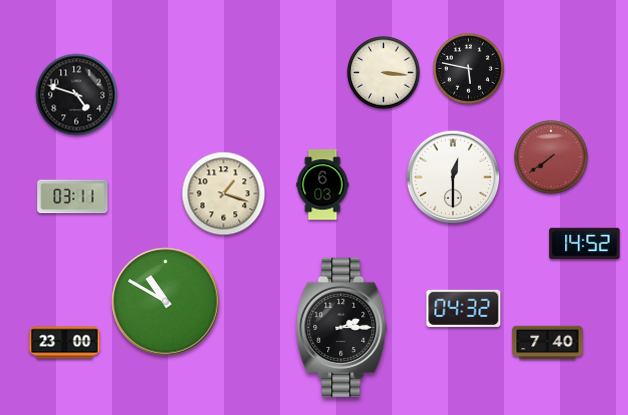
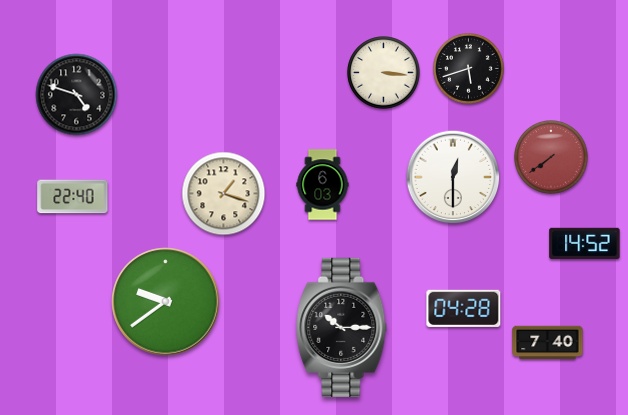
clock at (469, 69): 5:47 -> 5:42
clock at (73, 197): 03:11 -> 22:40
clock at (166, 302): 10:50 -> 9:39
clock at (464, 308): 04:32 -> 04:28
clock at (342, 327): 2:15 -> 10:15
clock at (65, 343): 23:00 -> none
